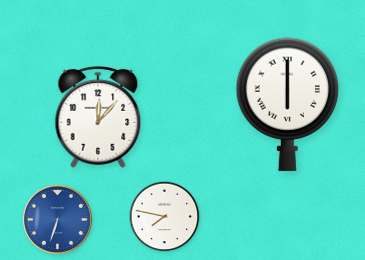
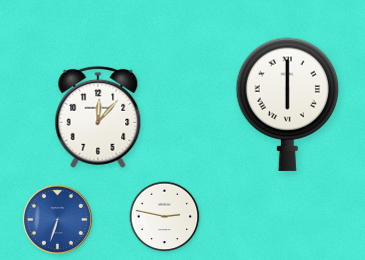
clock at (165, 217): 7:47 -> 2:47
